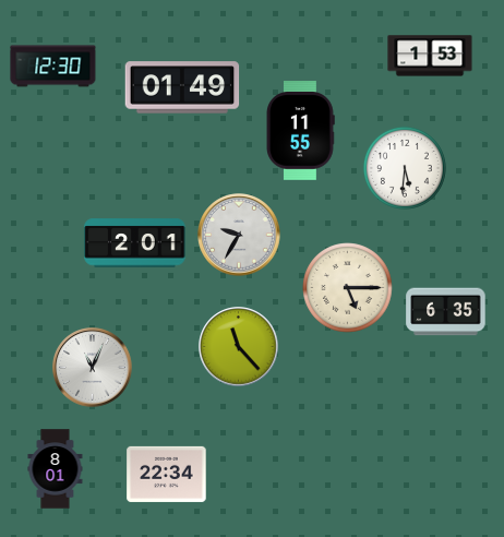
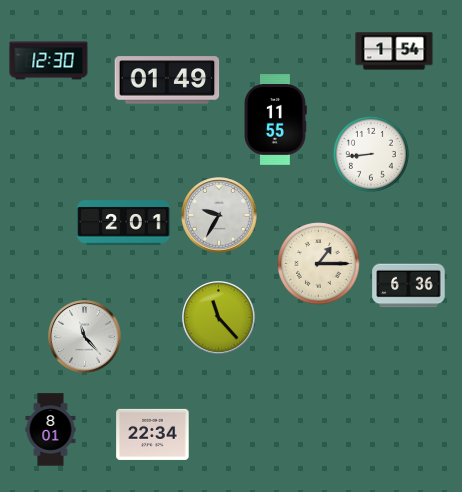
clock at (430, 56): 1:53 -> 1:54
clock at (405, 168): 5:31 -> 8:44
clock at (348, 288): 5:15 -> 1:15
clock at (446, 312): 6:35 -> 6:36
clock at (93, 368): 11:04 -> 11:23
